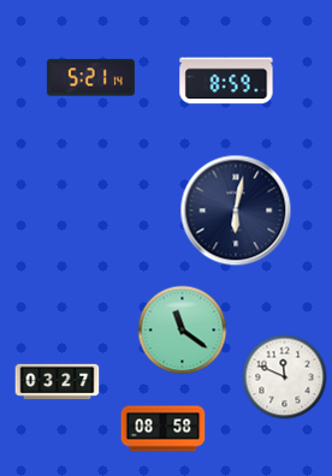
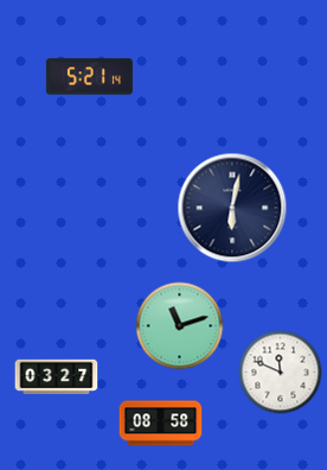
clock at (226, 81): 8:59 -> none
clock at (183, 331): 11:21 -> 11:12
